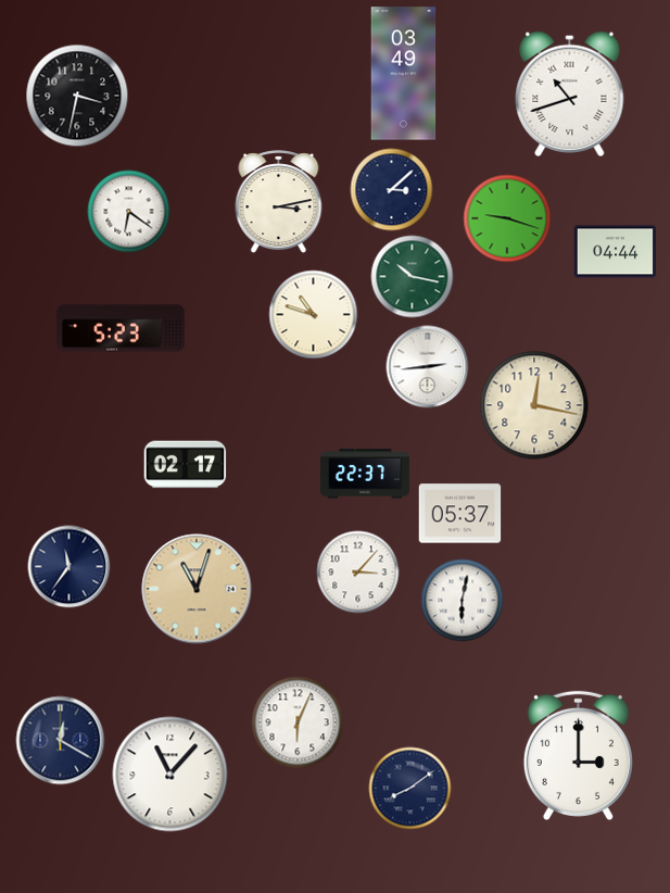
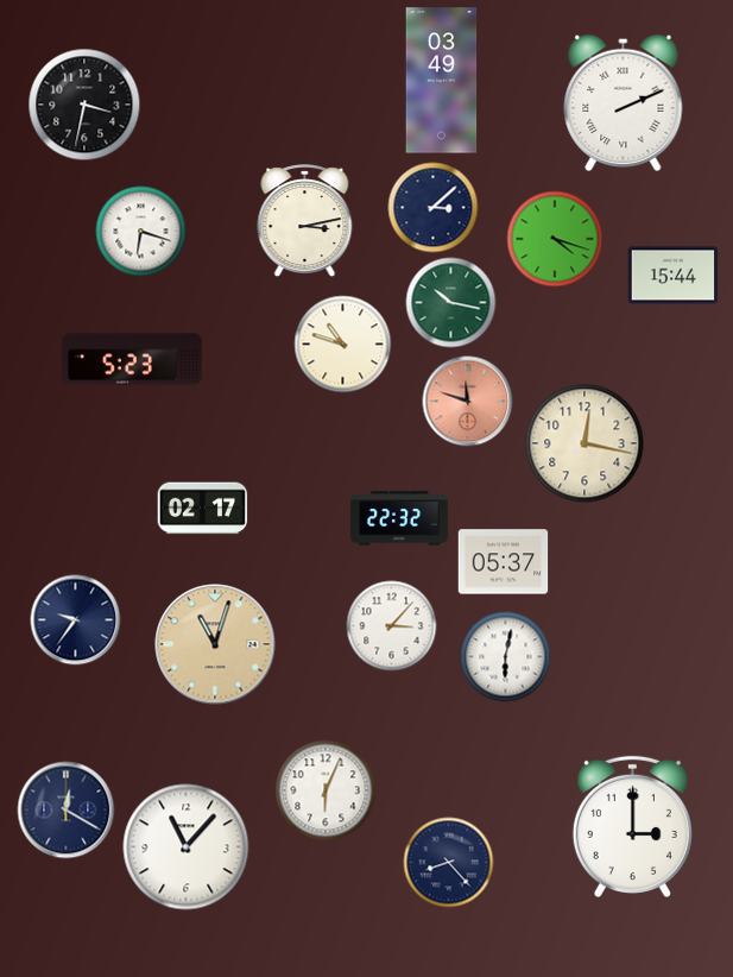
clock at (570, 93): 10:42 -> 2:11
clock at (392, 190) position: (392, 190) -> (434, 208)
clock at (129, 212): 6:21 -> 6:18
clock at (507, 218): 9:18 -> 4:18
clock at (616, 252): 04:44 -> 15:44
clock at (428, 367): 2:44 -> 11:48
clock at (428, 367) dial: white -> salmon
clock at (365, 474): 22:37 -> 22:32
clock at (69, 567): 11:36 -> 9:36
clock at (410, 789): 8:09 -> 8:23
